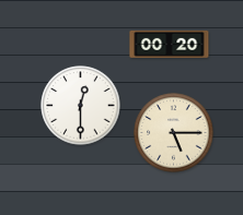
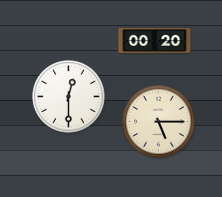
clock at (81, 106) position: (81, 106) -> (69, 97)
